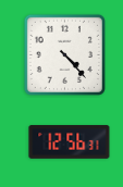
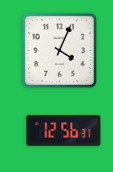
clock at (64, 54): 4:23 -> 4:04
